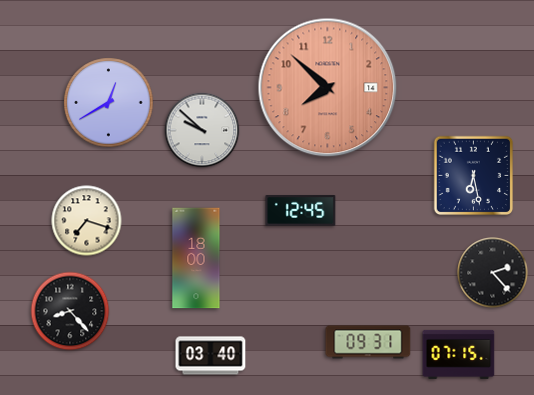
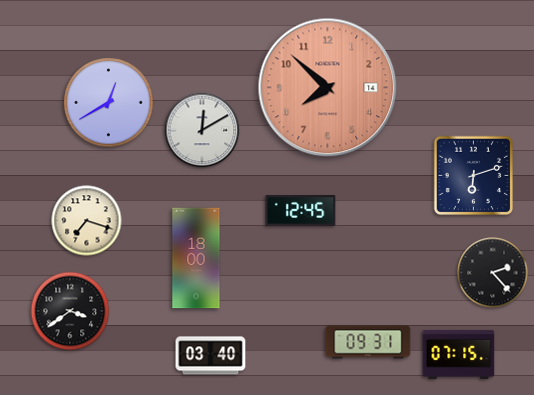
clock at (202, 130): 9:52 -> 12:10
clock at (474, 176): 6:28 -> 6:12
clock at (70, 311): 8:23 -> 3:39
